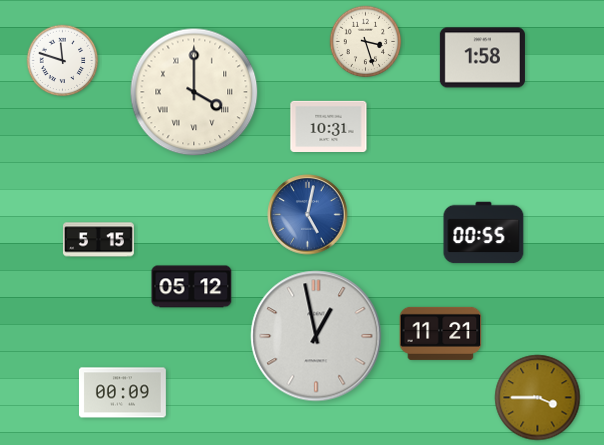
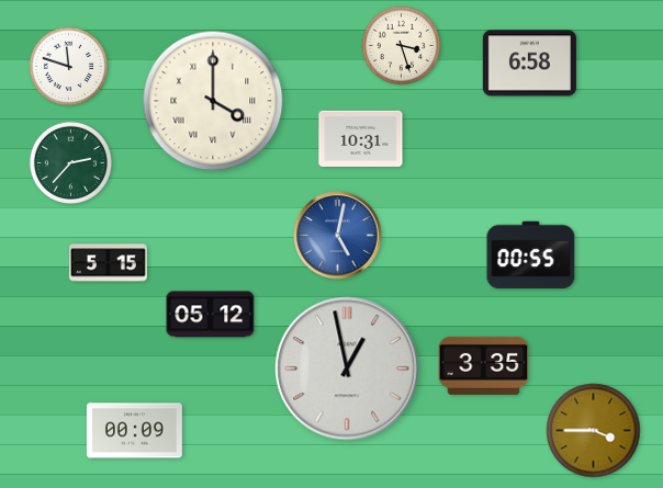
clock at (482, 58): 1:58 -> 6:58
clock at (70, 162): none -> 2:37
clock at (441, 333): 11:21 -> 3:35
clock at (538, 398) position: (538, 398) -> (594, 431)
